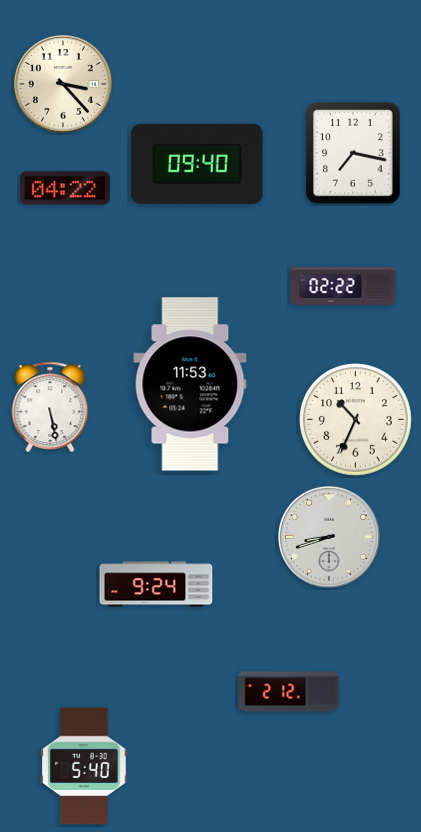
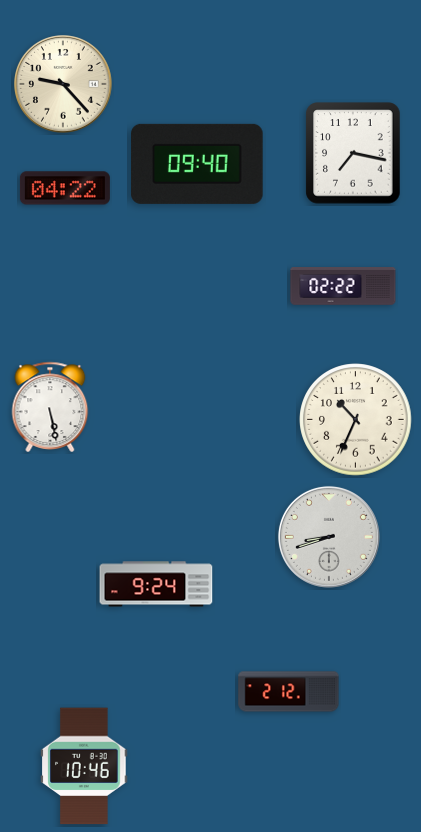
clock at (64, 85): 3:23 -> 9:23
clock at (190, 384): 11:53 -> none
clock at (84, 766): 5:40 -> 10:46
